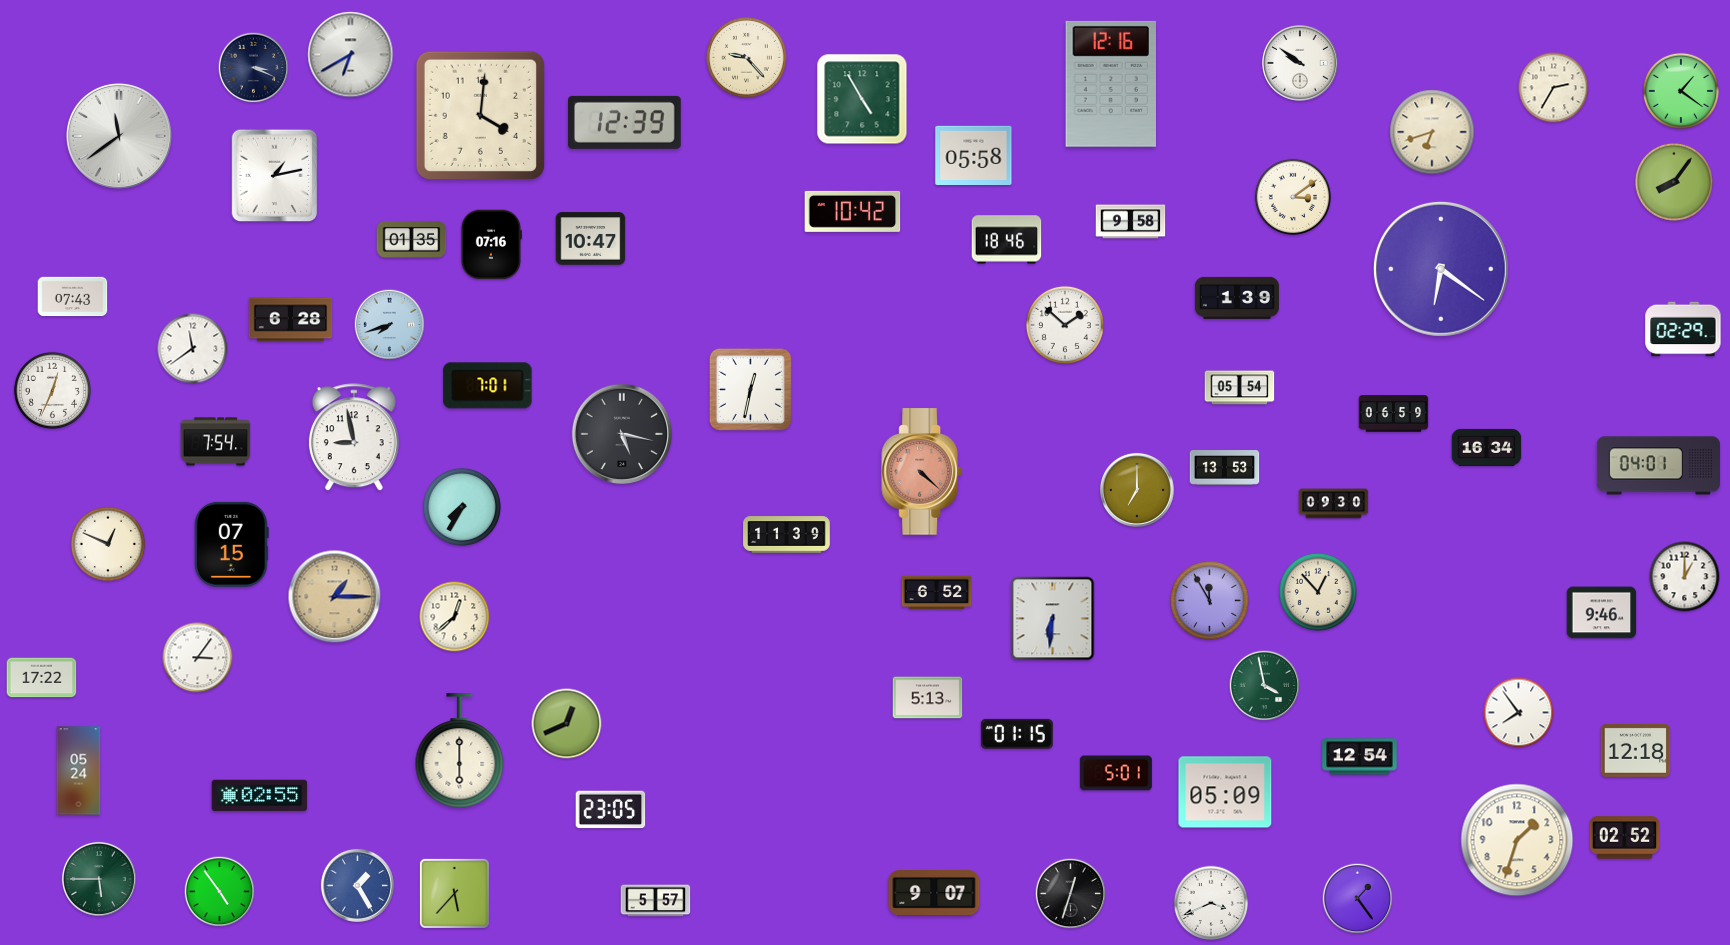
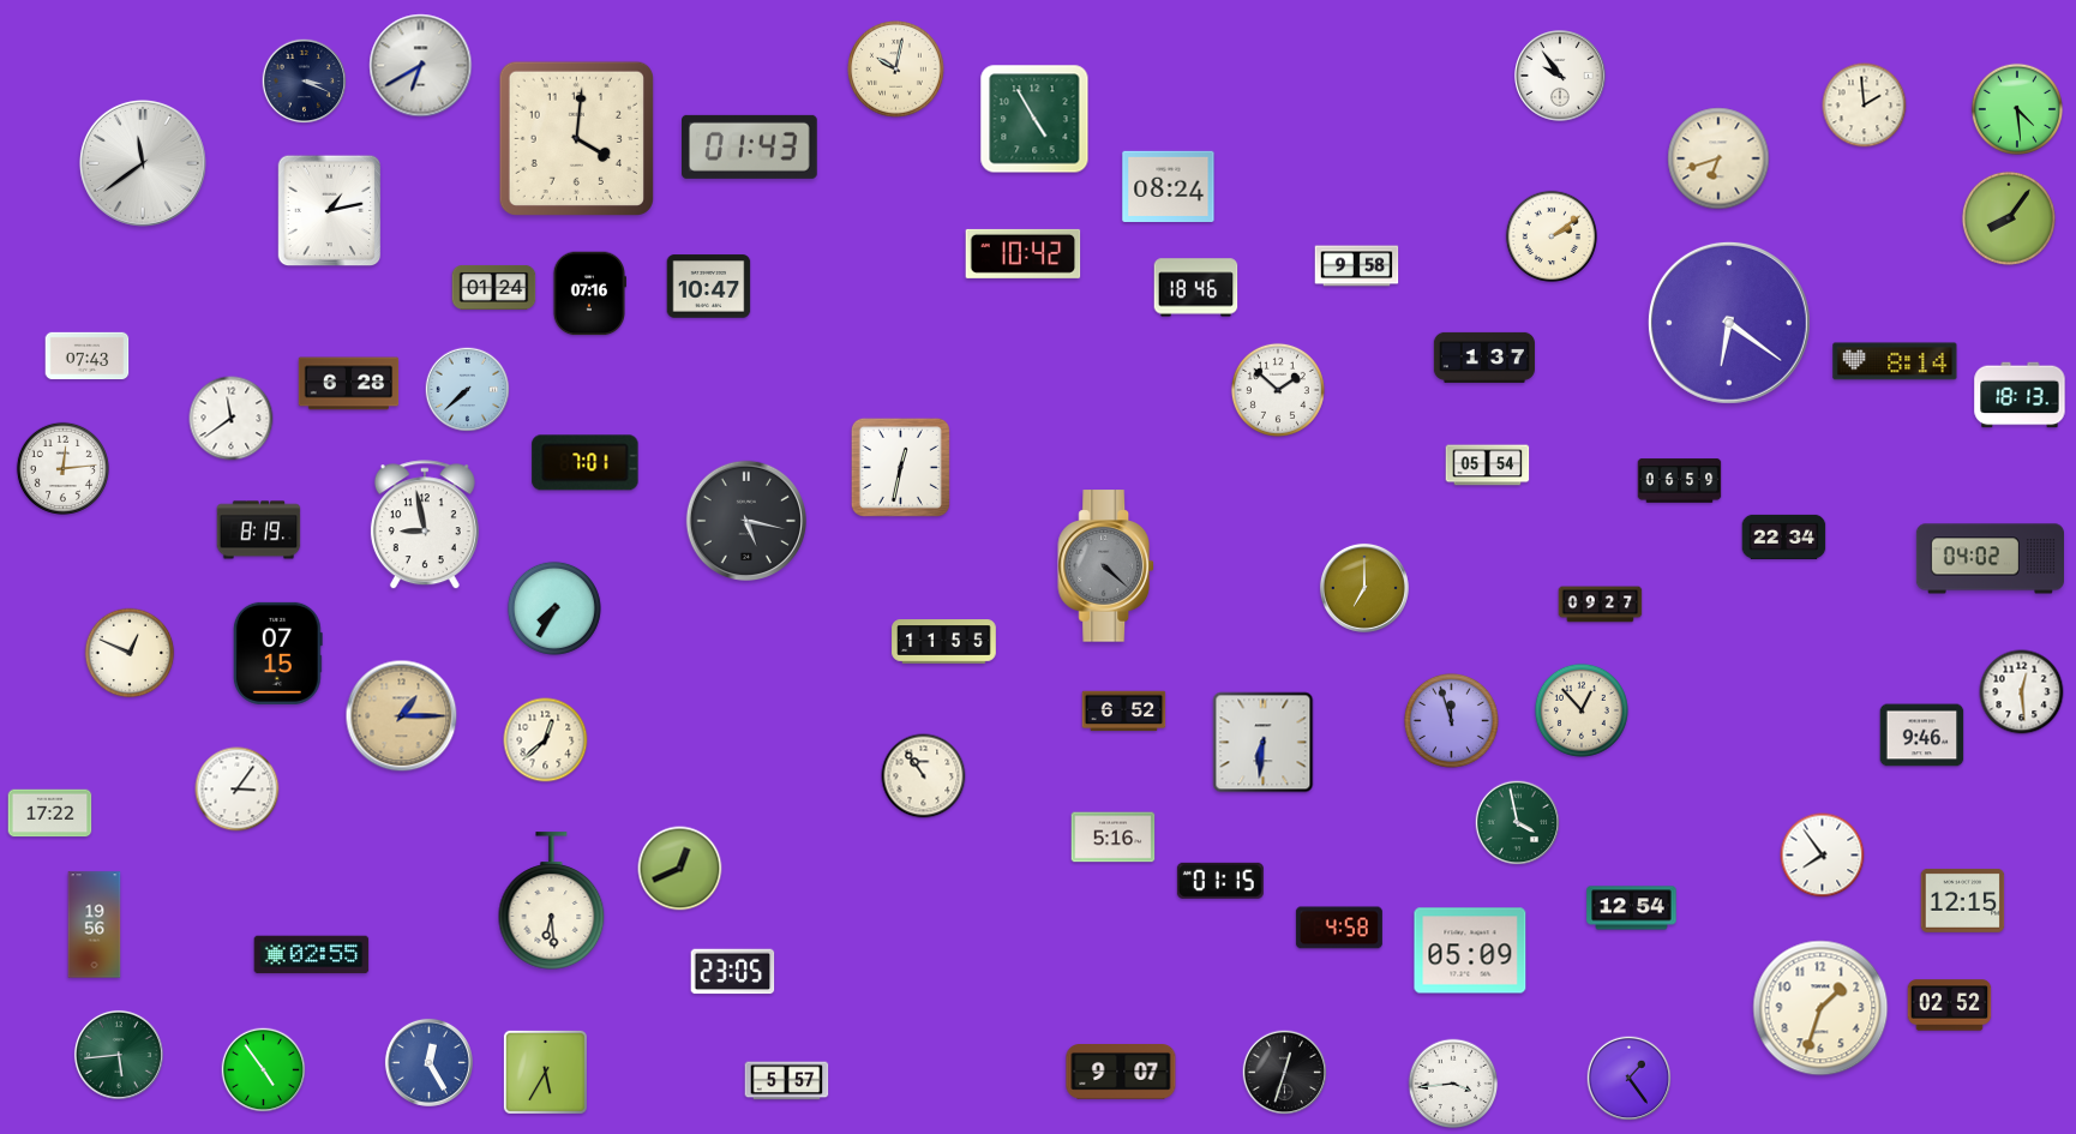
clock at (747, 58): 9:23 -> 10:02
clock at (1301, 64): 9:51 -> 9:54
clock at (1110, 84): 12:16 -> none
clock at (1554, 88): 2:35 -> 1:59
clock at (1680, 90): 1:21 -> 4:29
clock at (625, 122): 12:39 -> 01:43
clock at (974, 155): 05:58 -> 08:24
clock at (1292, 196): 3:09 -> 2:09
clock at (412, 239): 01:35 -> 01:24
clock at (1007, 240) position: (1007, 240) -> (1196, 288)
clock at (1237, 298): 1:39 -> 1:37
clock at (1895, 361): none -> 8:14
clock at (390, 325): 7:42 -> 7:38
clock at (1683, 329): 02:29 -> 18:13
clock at (52, 390): 12:34 -> 12:14
clock at (1394, 414) position: (1394, 414) -> (1680, 481)
clock at (216, 442): 7:54 -> 8:19
clock at (1487, 447): 16:34 -> 22:34
clock at (1658, 466): 04:01 -> 04:02
clock at (1225, 468): 13:53 -> none
clock at (922, 472) dial: salmon -> grey
clock at (1334, 504): 09:30 -> 09:27
clock at (787, 535): 11:39 -> 11:55
clock at (1685, 577): 1:00 -> 12:29
clock at (1209, 600): 11:55 -> 11:57
clock at (924, 776): none -> 10:54
clock at (928, 698): 5:13 -> 5:16
clock at (1636, 750): 12:18 -> 12:15
clock at (460, 751): 6:00 -> 6:29
clock at (79, 771): 05:24 -> 19:56
clock at (1116, 773): 5:01 -> 4:58
clock at (99, 879): 5:45 -> 5:44
clock at (357, 885): 1:25 -> 12:25
clock at (454, 893): 5:37 -> 5:35
clock at (1211, 903): 3:41 -> 3:44
